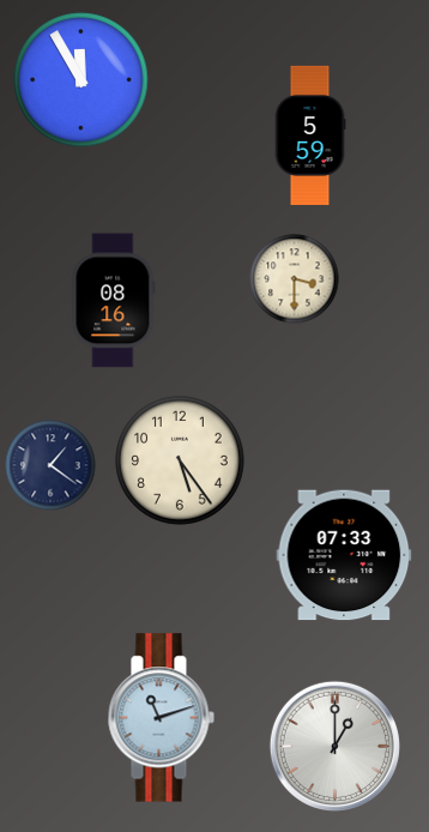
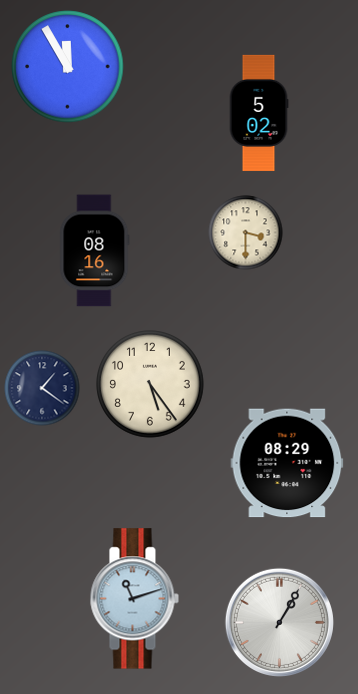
clock at (310, 135): 5:59 -> 5:02
clock at (344, 555): 07:33 -> 08:29
clock at (334, 746): 1:00 -> 1:05
